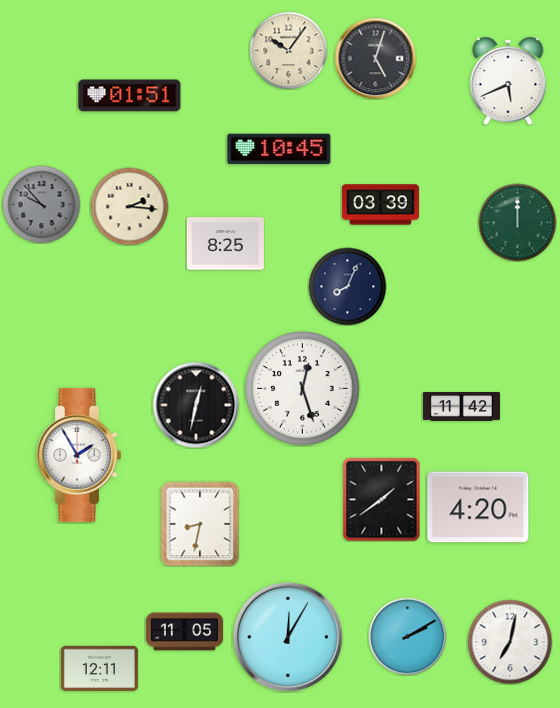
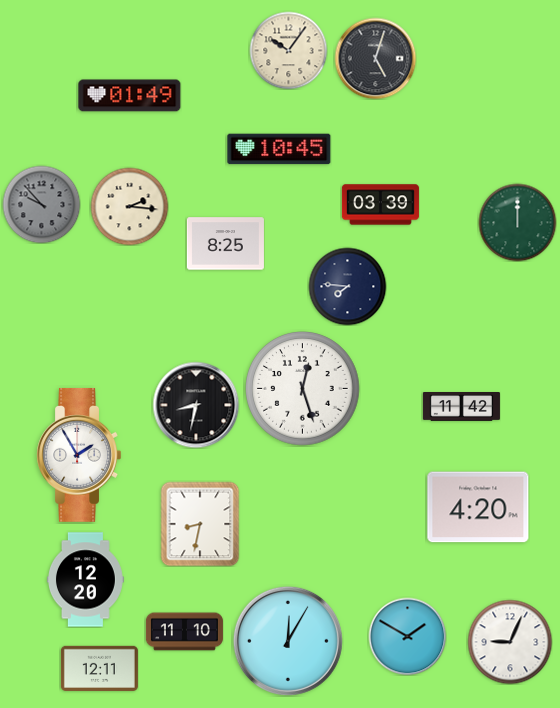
clock at (508, 82): 5:41 -> none
clock at (130, 96): 01:51 -> 01:49
clock at (347, 286): 8:04 -> 7:46
clock at (196, 405): 12:32 -> 8:32
clock at (382, 499): 1:39 -> none
clock at (86, 580): none -> 12:20
clock at (184, 632): 11:05 -> 11:10
clock at (407, 636): 2:10 -> 1:50
clock at (288, 637) position: (288, 637) -> (288, 641)
clock at (510, 642): 7:02 -> 9:04
